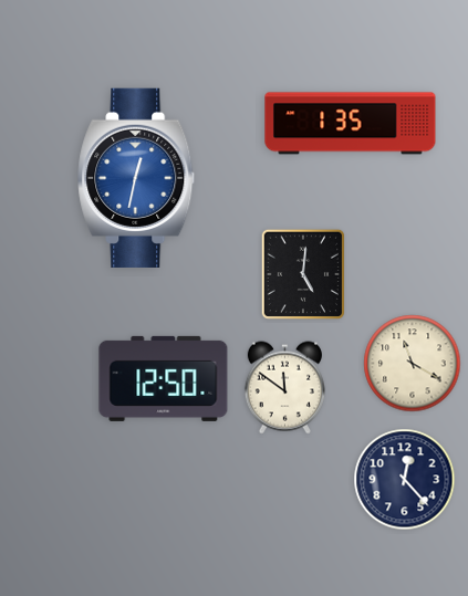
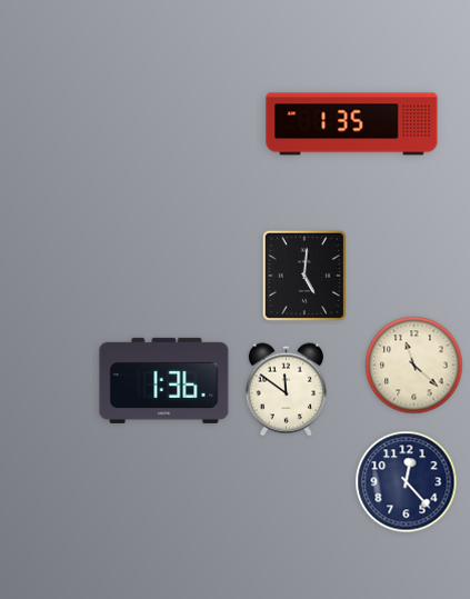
clock at (137, 178): 12:32 -> none
clock at (413, 364): 11:20 -> 11:22
clock at (164, 378): 12:50 -> 1:36
